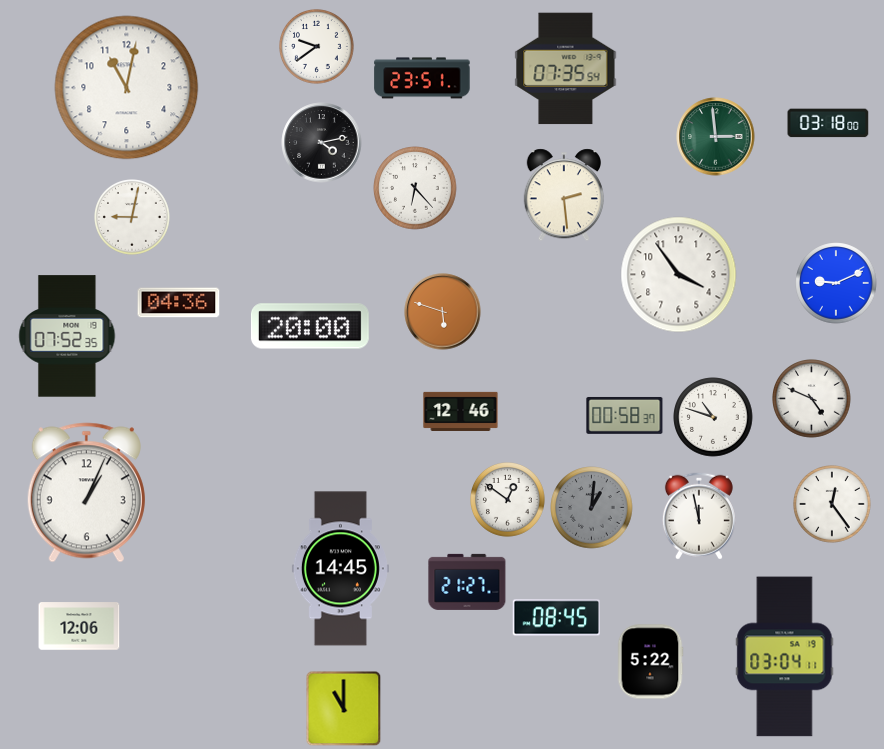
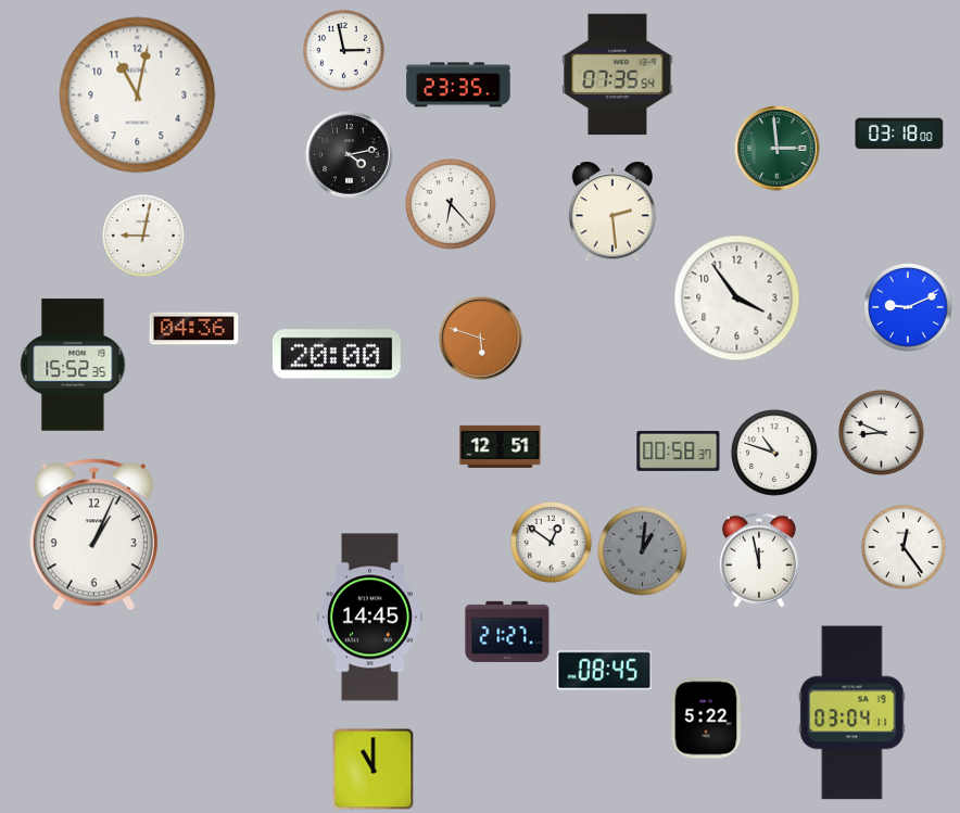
clock at (317, 47): 9:39 -> 2:58
clock at (566, 69) position: (566, 69) -> (618, 75)
clock at (422, 78): 23:51 -> 23:35
clock at (67, 336): 07:52 -> 15:52
clock at (812, 399): 4:49 -> 8:49
clock at (461, 411): 12:46 -> 12:51
clock at (79, 626): 12:06 -> none
